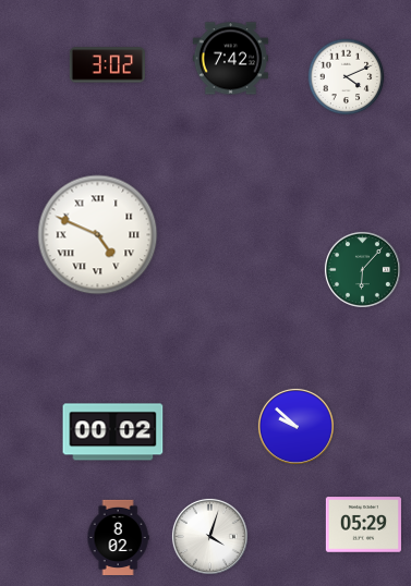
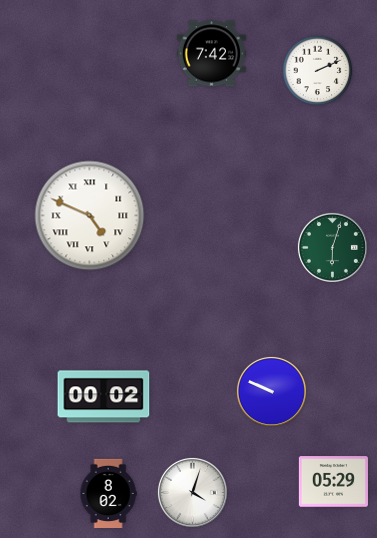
clock at (107, 65): 3:02 -> none
clock at (347, 77): 4:11 -> 2:11
clock at (362, 269): 6:07 -> 6:03
clock at (295, 426): 9:52 -> 9:49
